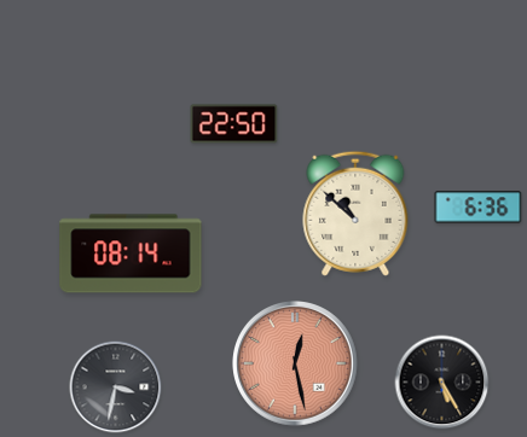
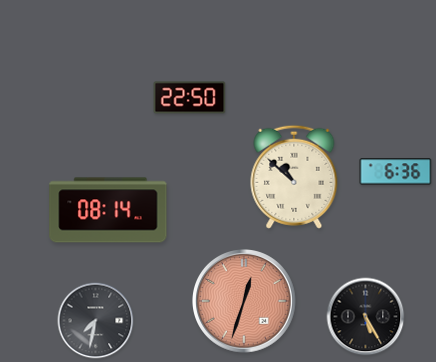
clock at (234, 124) position: (234, 124) -> (190, 98)
clock at (296, 365): 12:28 -> 12:33
clock at (116, 388): 3:32 -> 7:32
